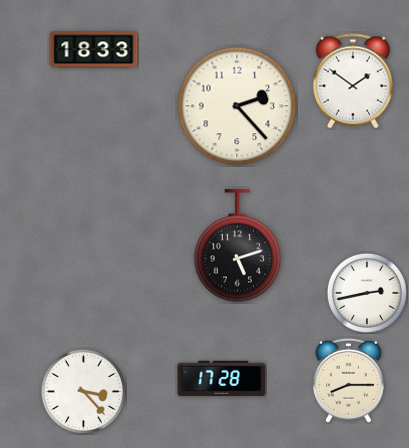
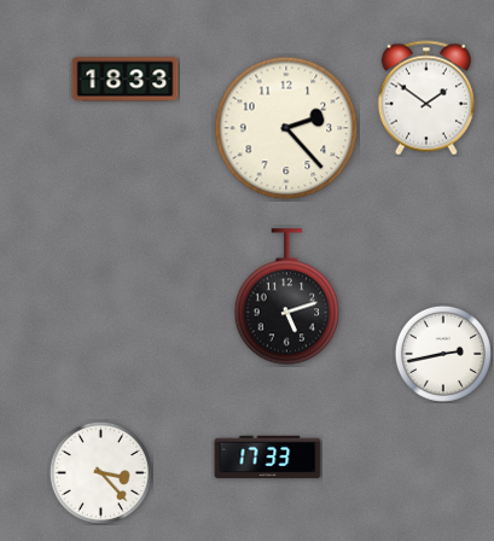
clock at (94, 50) position: (94, 50) -> (126, 80)
clock at (222, 379): 17:28 -> 17:33
clock at (348, 380): 8:15 -> none
